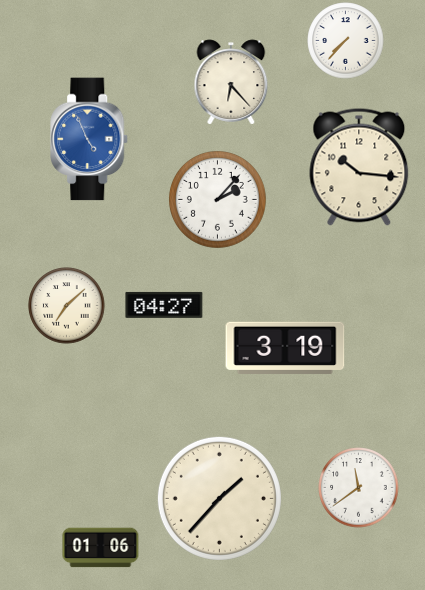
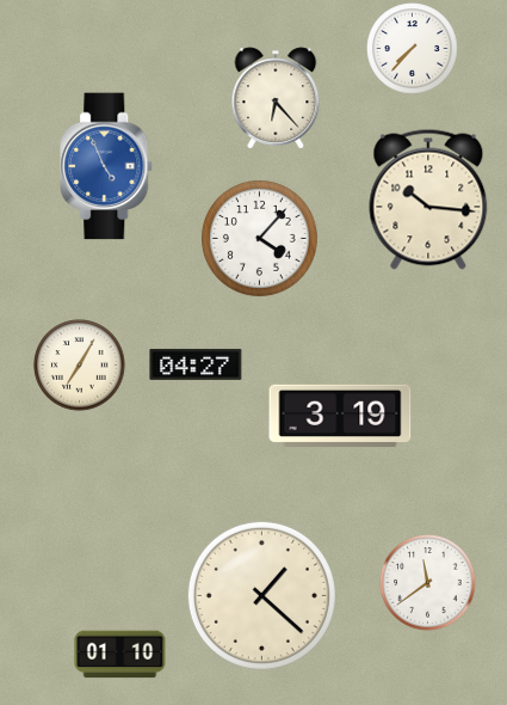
clock at (217, 199): 2:07 -> 4:07
clock at (67, 306): 7:08 -> 7:05
clock at (219, 498): 1:37 -> 1:22
clock at (101, 548): 01:06 -> 01:10
